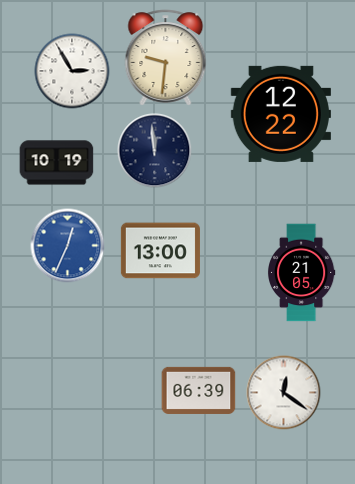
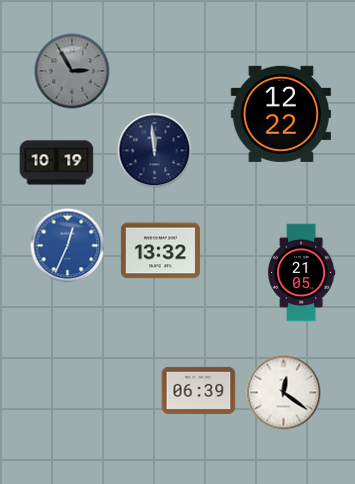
clock at (166, 58): 9:31 -> none
clock at (72, 71) dial: white -> grey
clock at (160, 251): 13:00 -> 13:32
